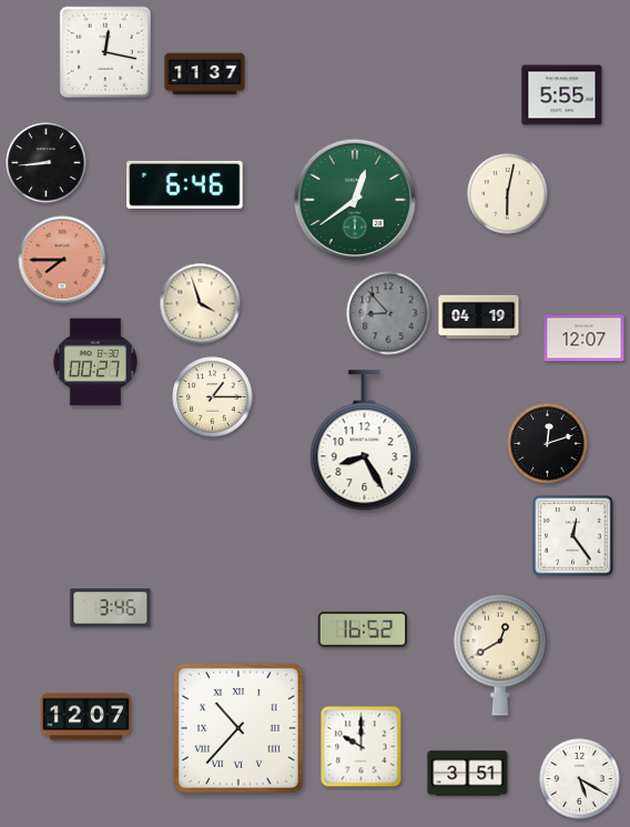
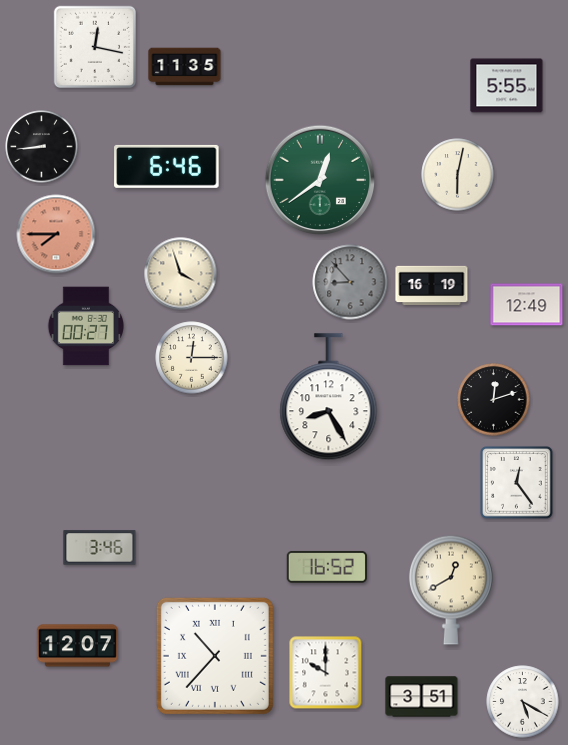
clock at (205, 74): 11:37 -> 11:35
clock at (479, 317): 04:19 -> 16:19
clock at (585, 339): 12:07 -> 12:49
clock at (213, 397): 1:15 -> 12:15
